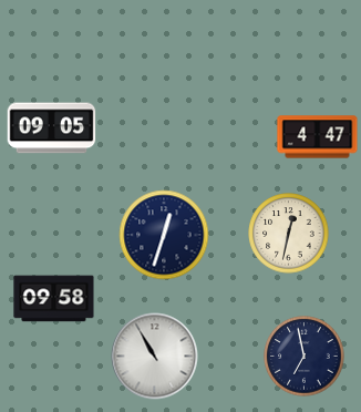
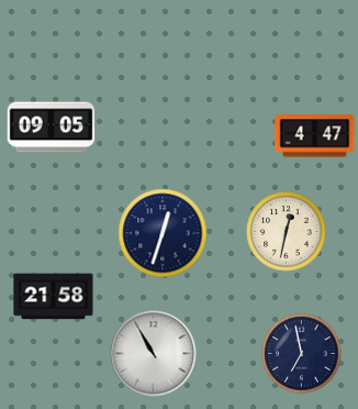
clock at (54, 299): 09:58 -> 21:58
